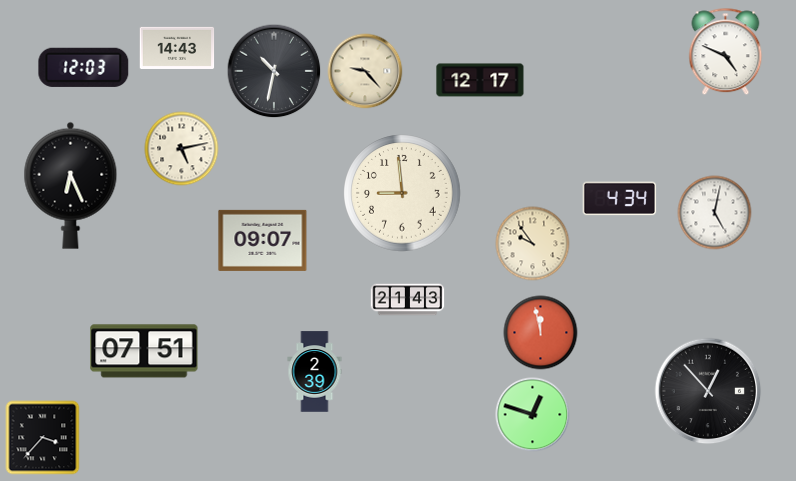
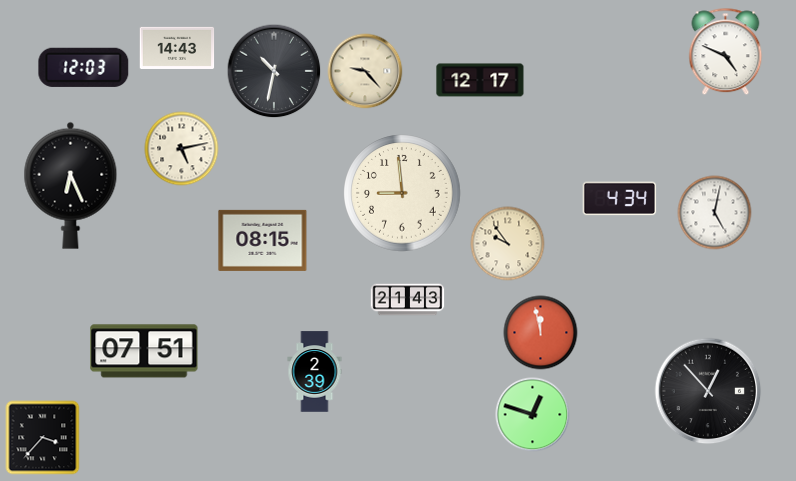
clock at (263, 240): 09:07 -> 08:15
clock at (533, 244) position: (533, 244) -> (508, 244)
